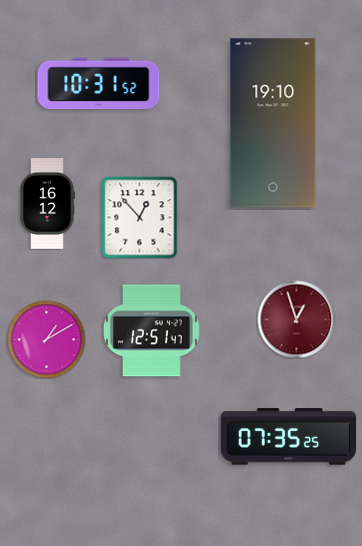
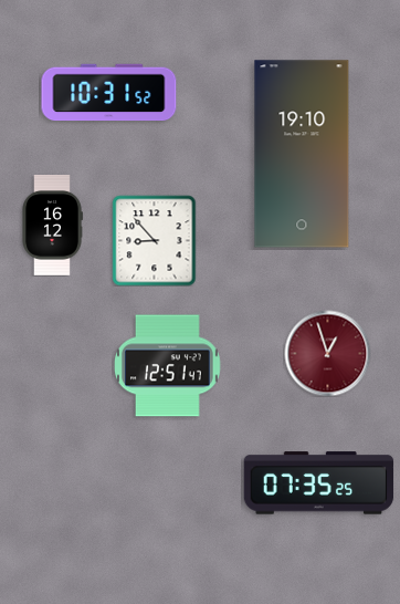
clock at (273, 123) position: (273, 123) -> (302, 154)
clock at (140, 217): 12:53 -> 8:53
clock at (46, 339): 1:10 -> none
